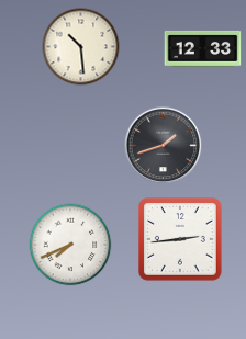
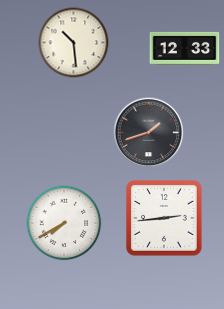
clock at (203, 48) position: (203, 48) -> (185, 48)
clock at (70, 245): 7:41 -> 7:40
